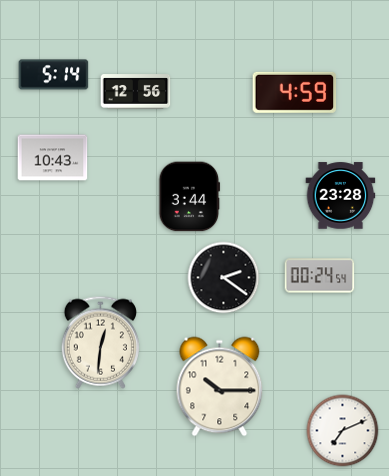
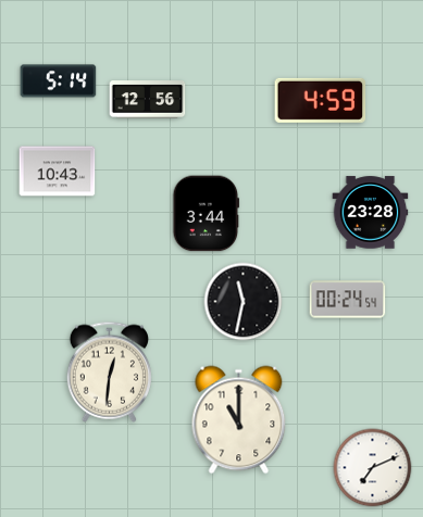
clock at (224, 278): 2:21 -> 11:32
clock at (220, 387): 10:15 -> 11:00
